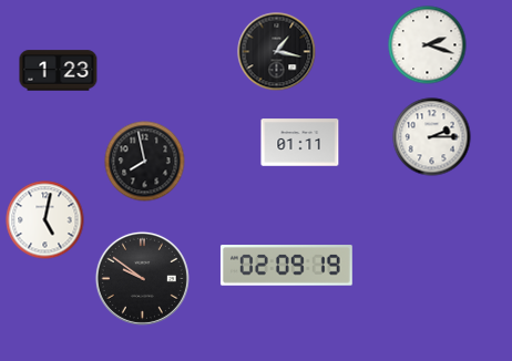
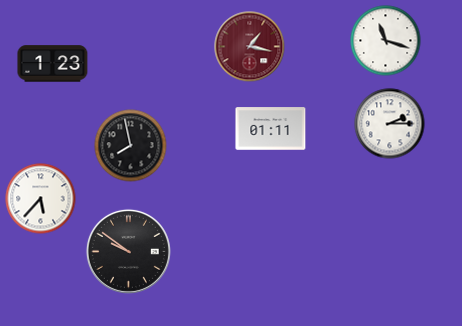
clock at (428, 45): 2:18 -> 11:18
clock at (277, 52) dial: black -> burgundy
clock at (45, 220): 5:02 -> 5:37
clock at (286, 266): 02:09 -> none
